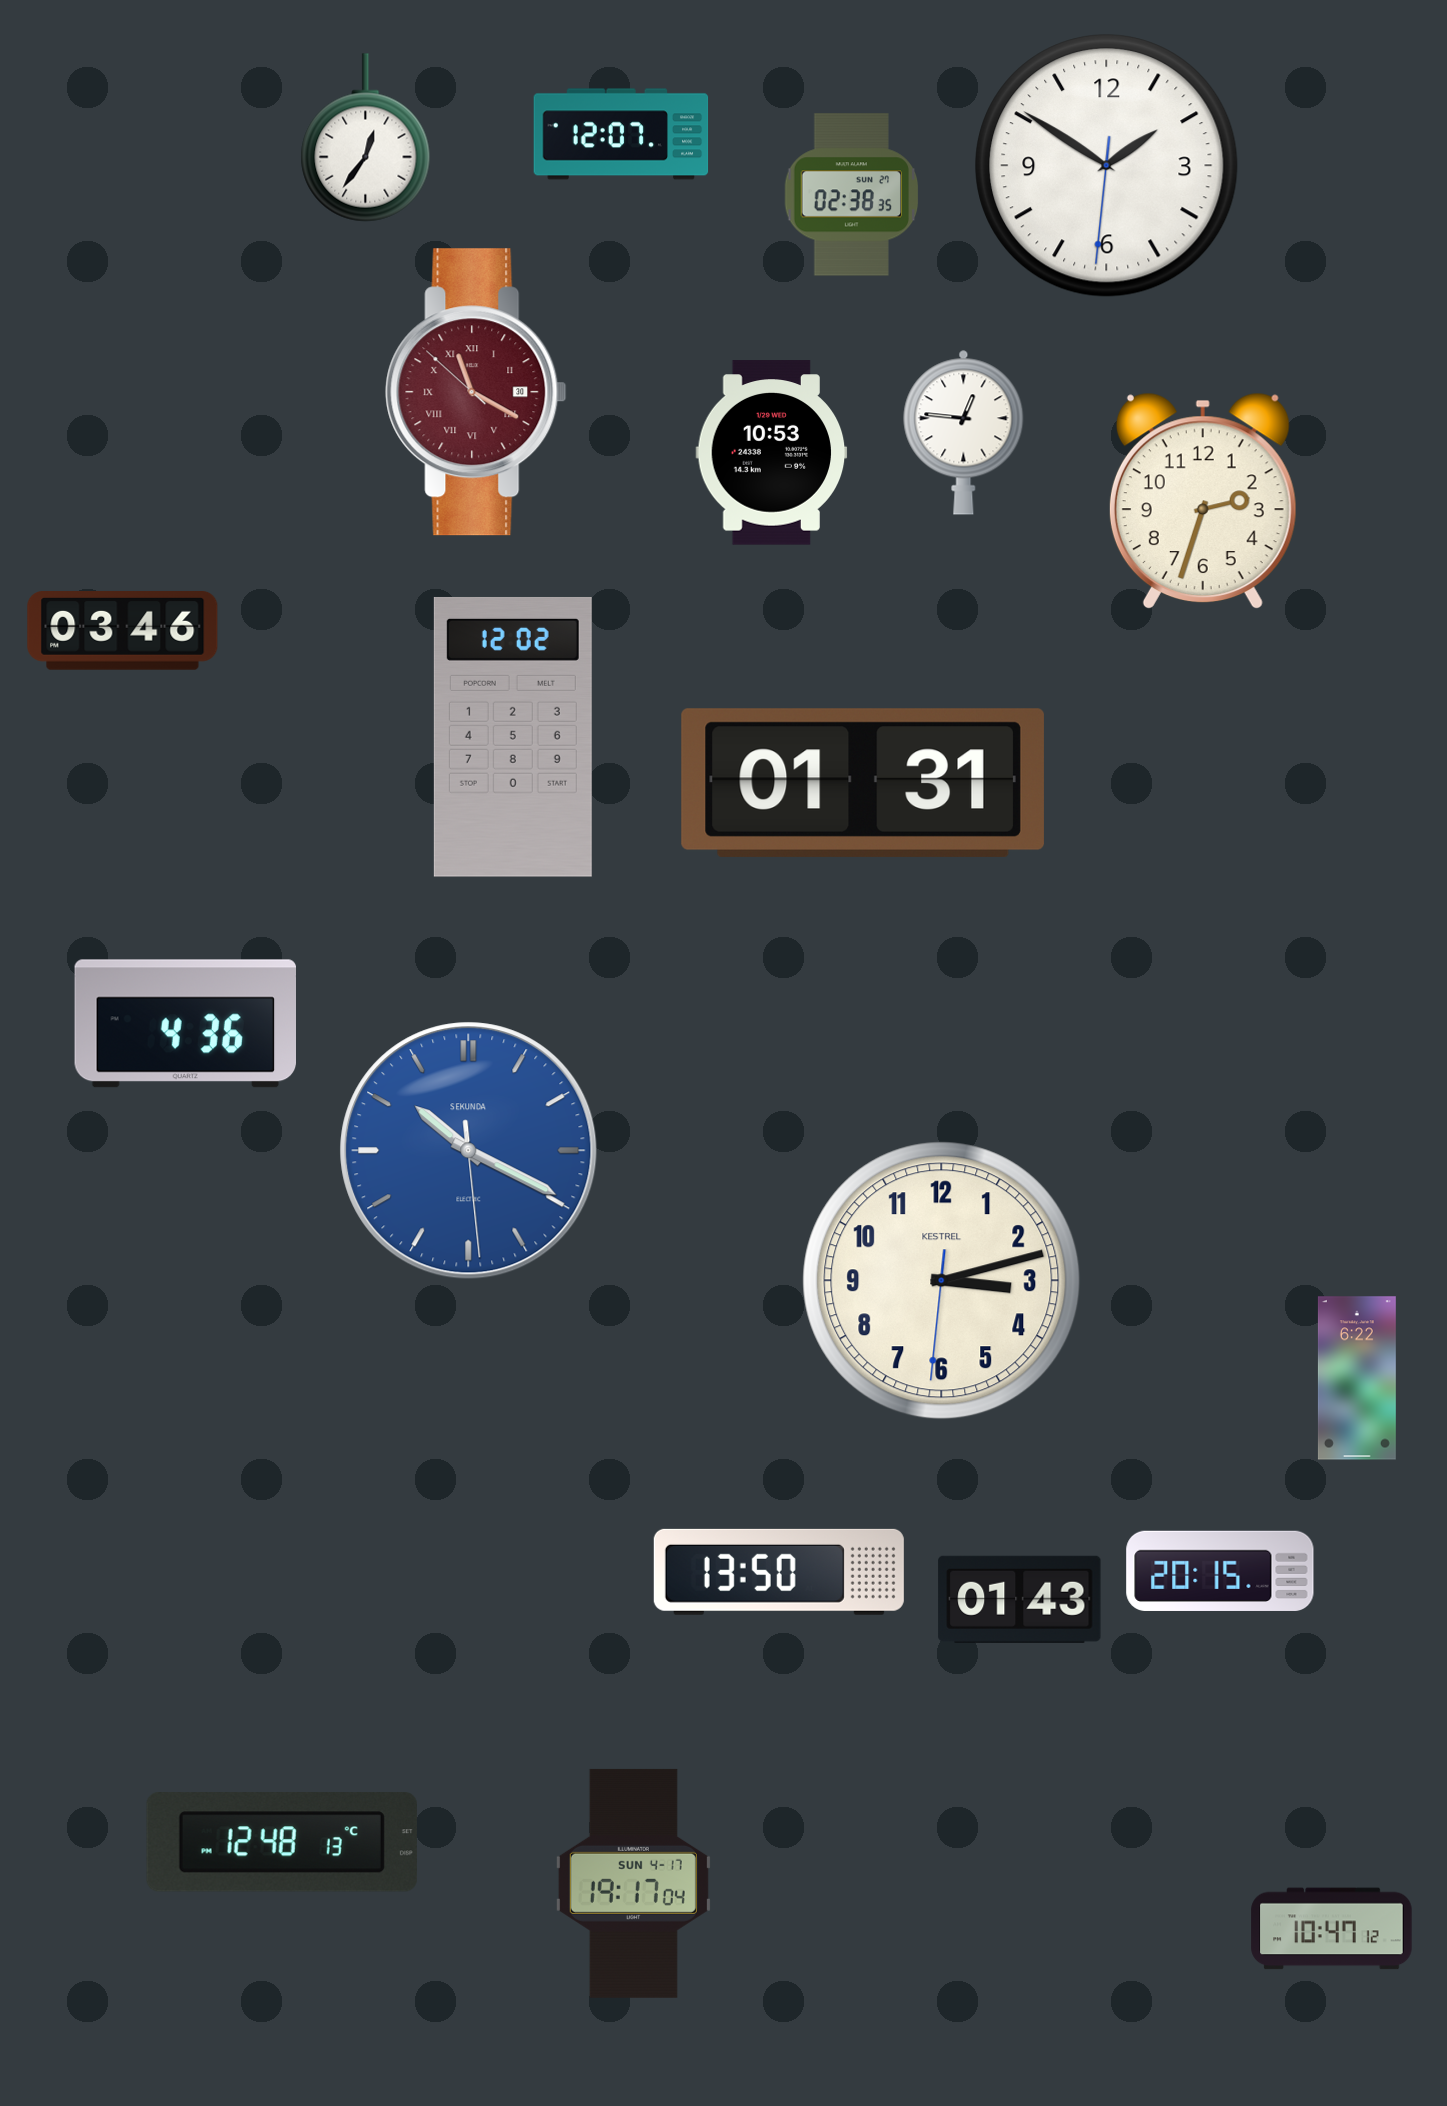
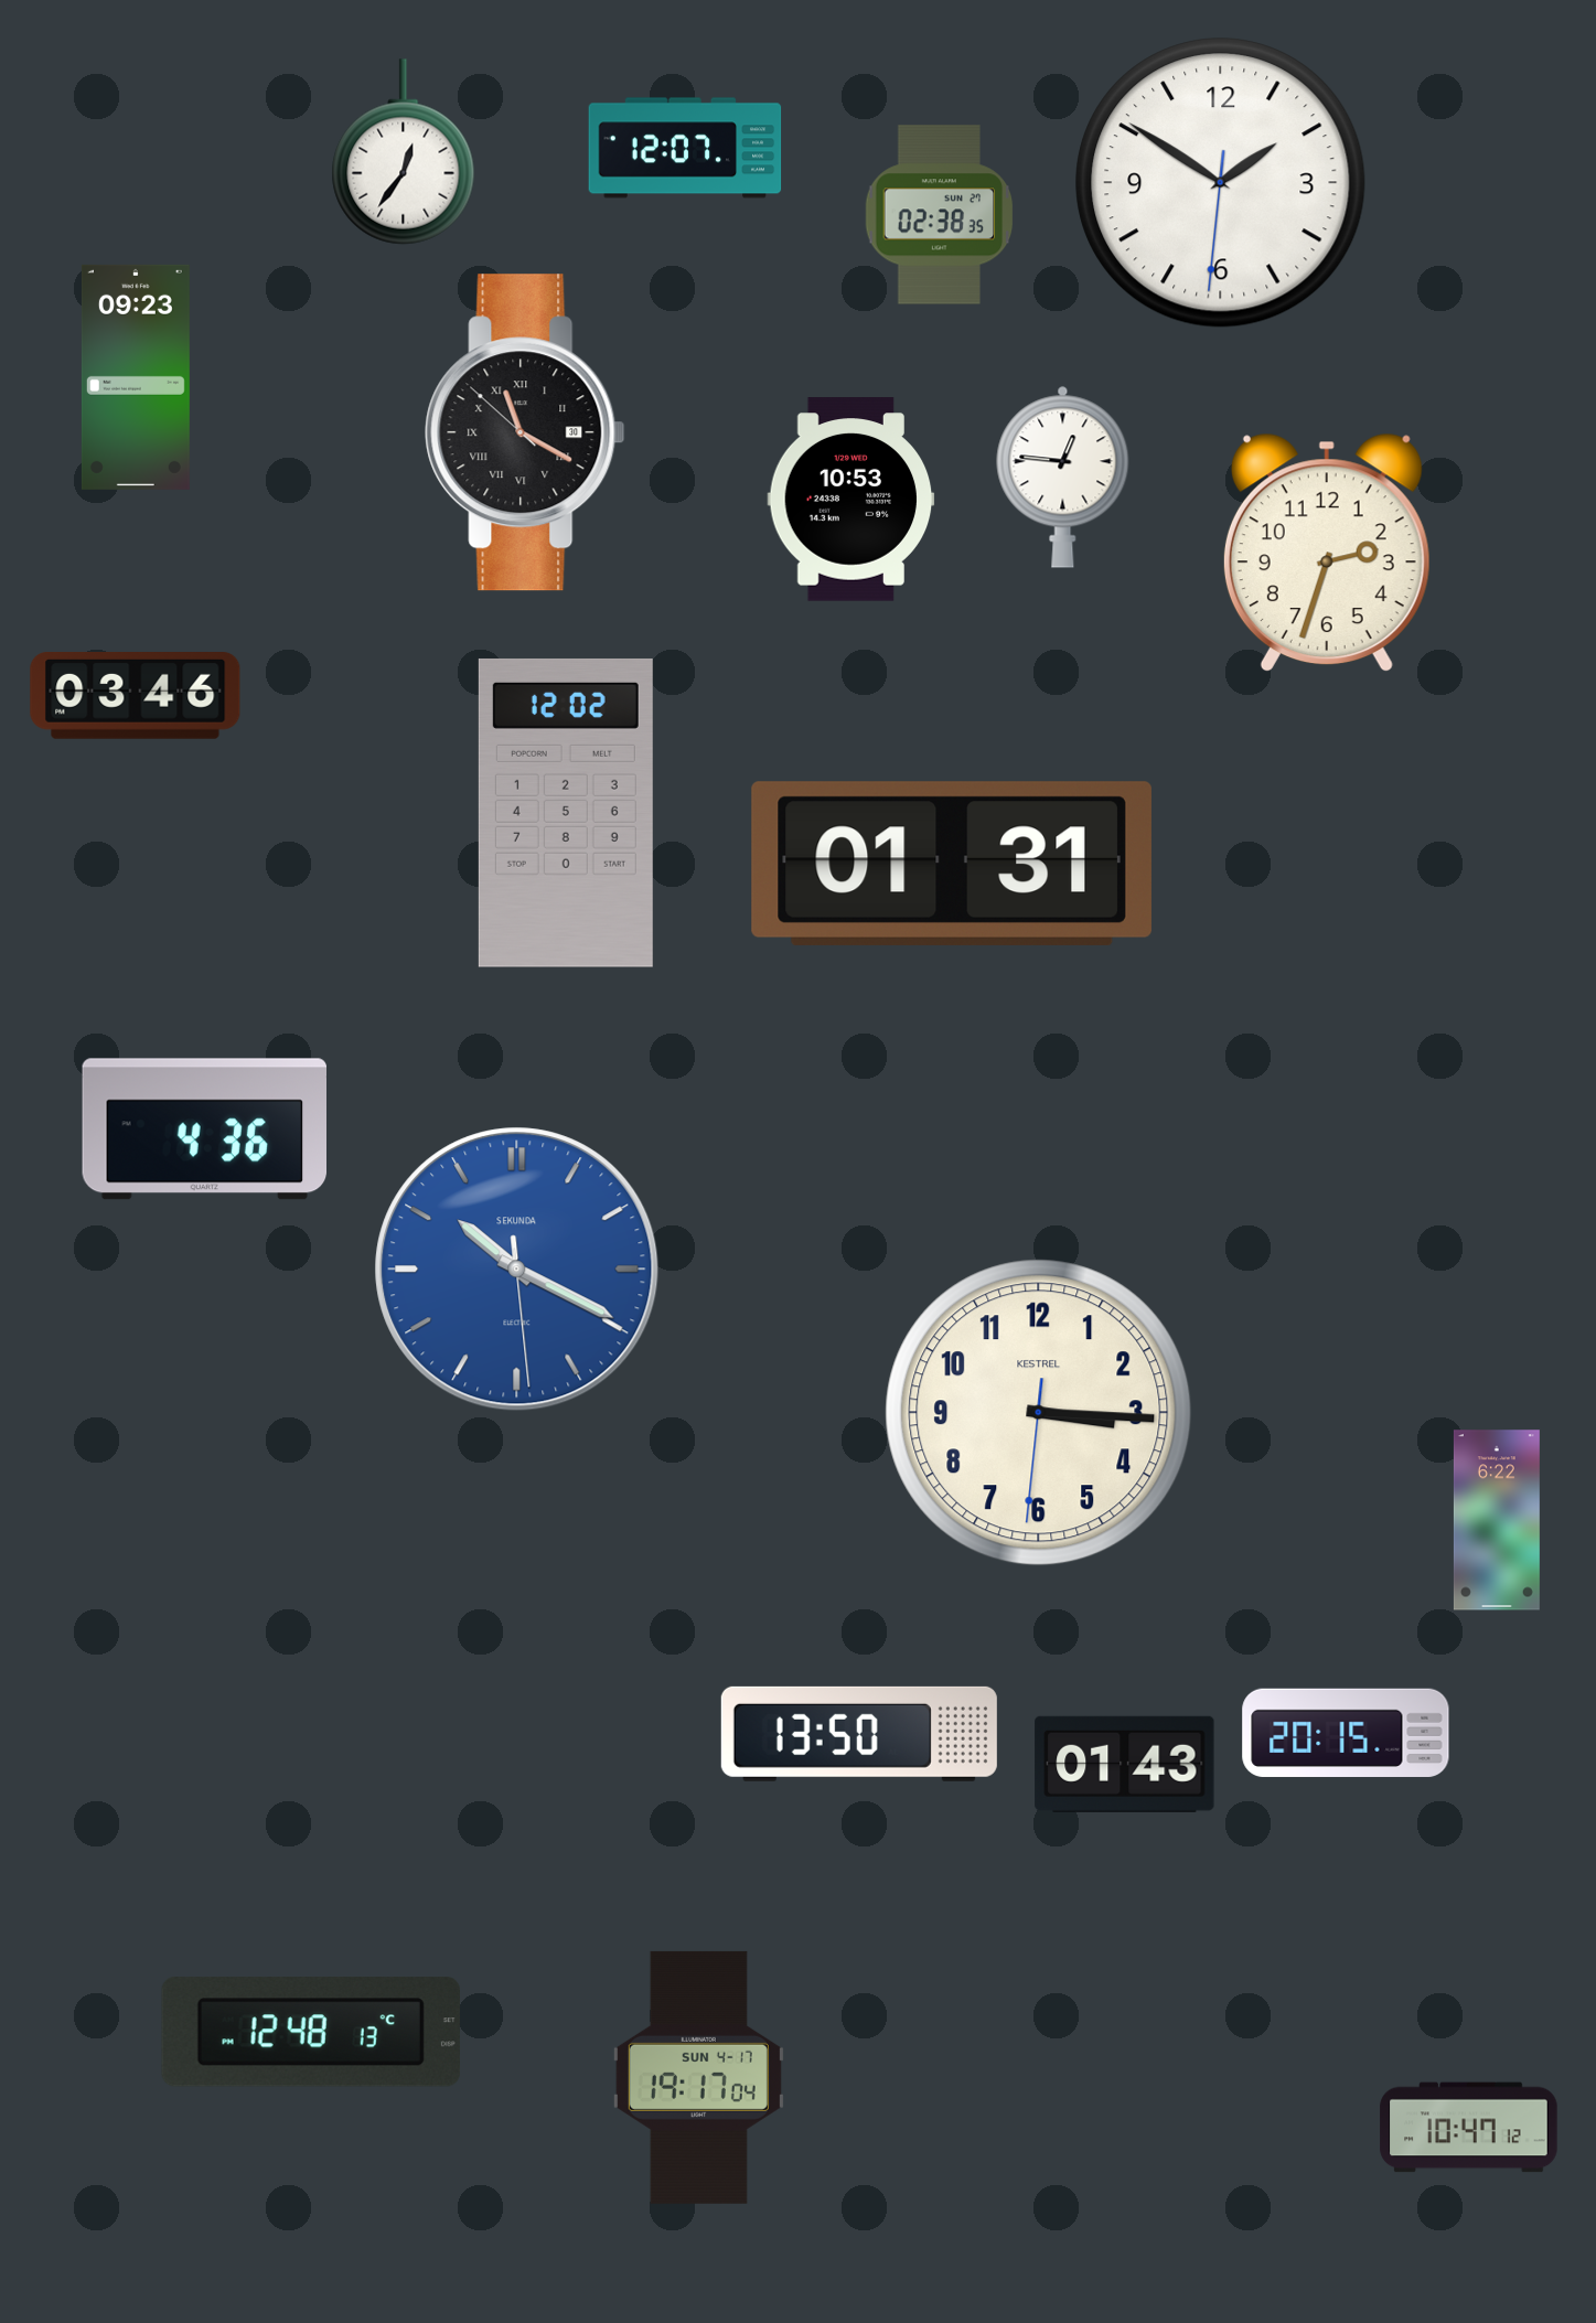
clock at (136, 377): none -> 09:23
clock at (476, 392) dial: burgundy -> black
clock at (942, 1281): 3:12 -> 3:15
